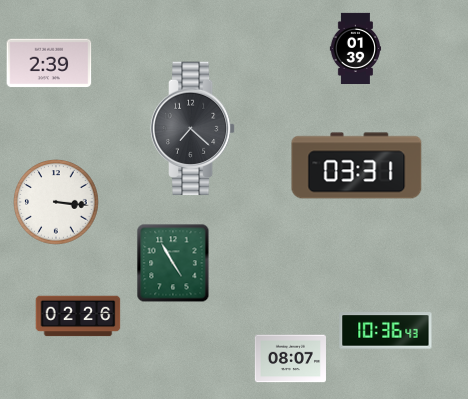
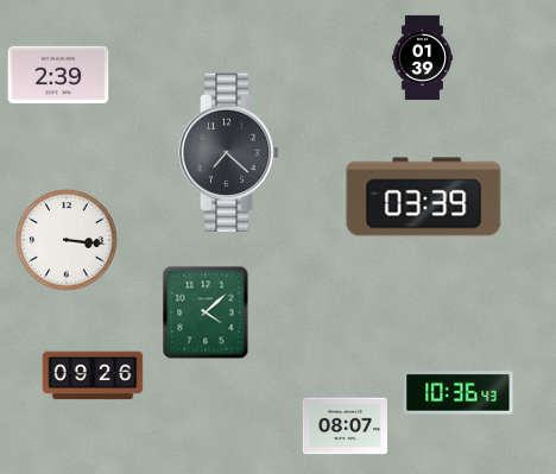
clock at (357, 166): 03:31 -> 03:39
clock at (173, 263): 4:55 -> 4:08
clock at (78, 316): 02:26 -> 09:26
